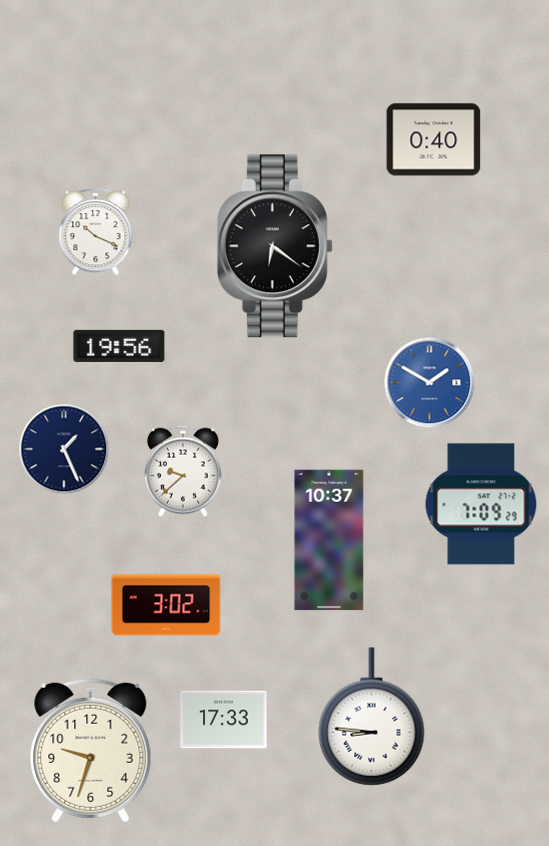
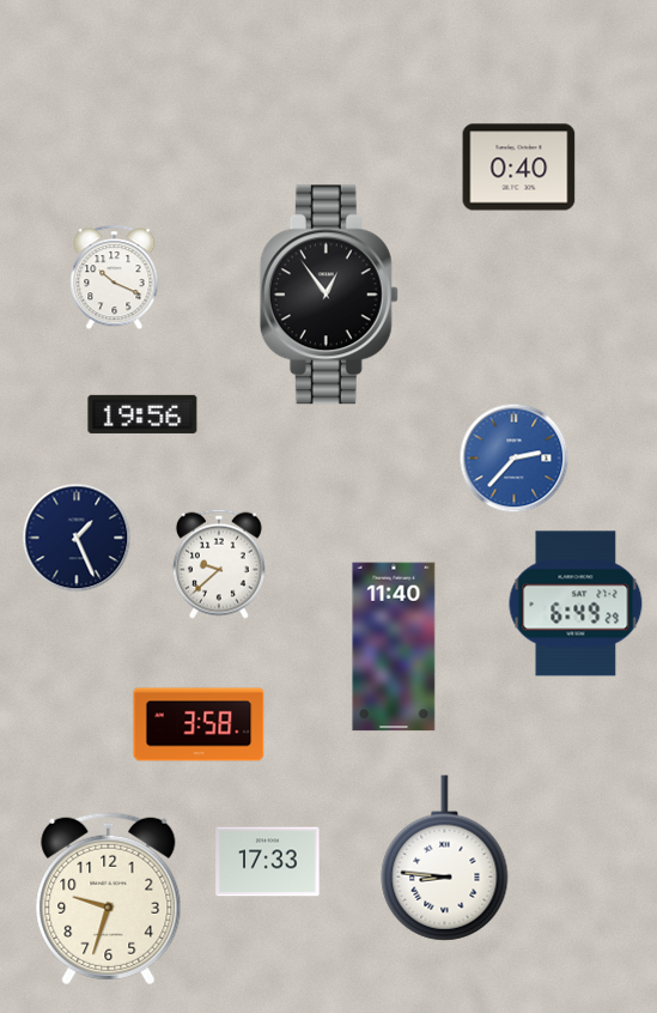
clock at (275, 246): 6:21 -> 12:54
clock at (430, 383): 1:50 -> 2:37
clock at (481, 504): 7:09 -> 6:49
clock at (329, 540): 10:37 -> 11:40
clock at (166, 605): 3:02 -> 3:58
